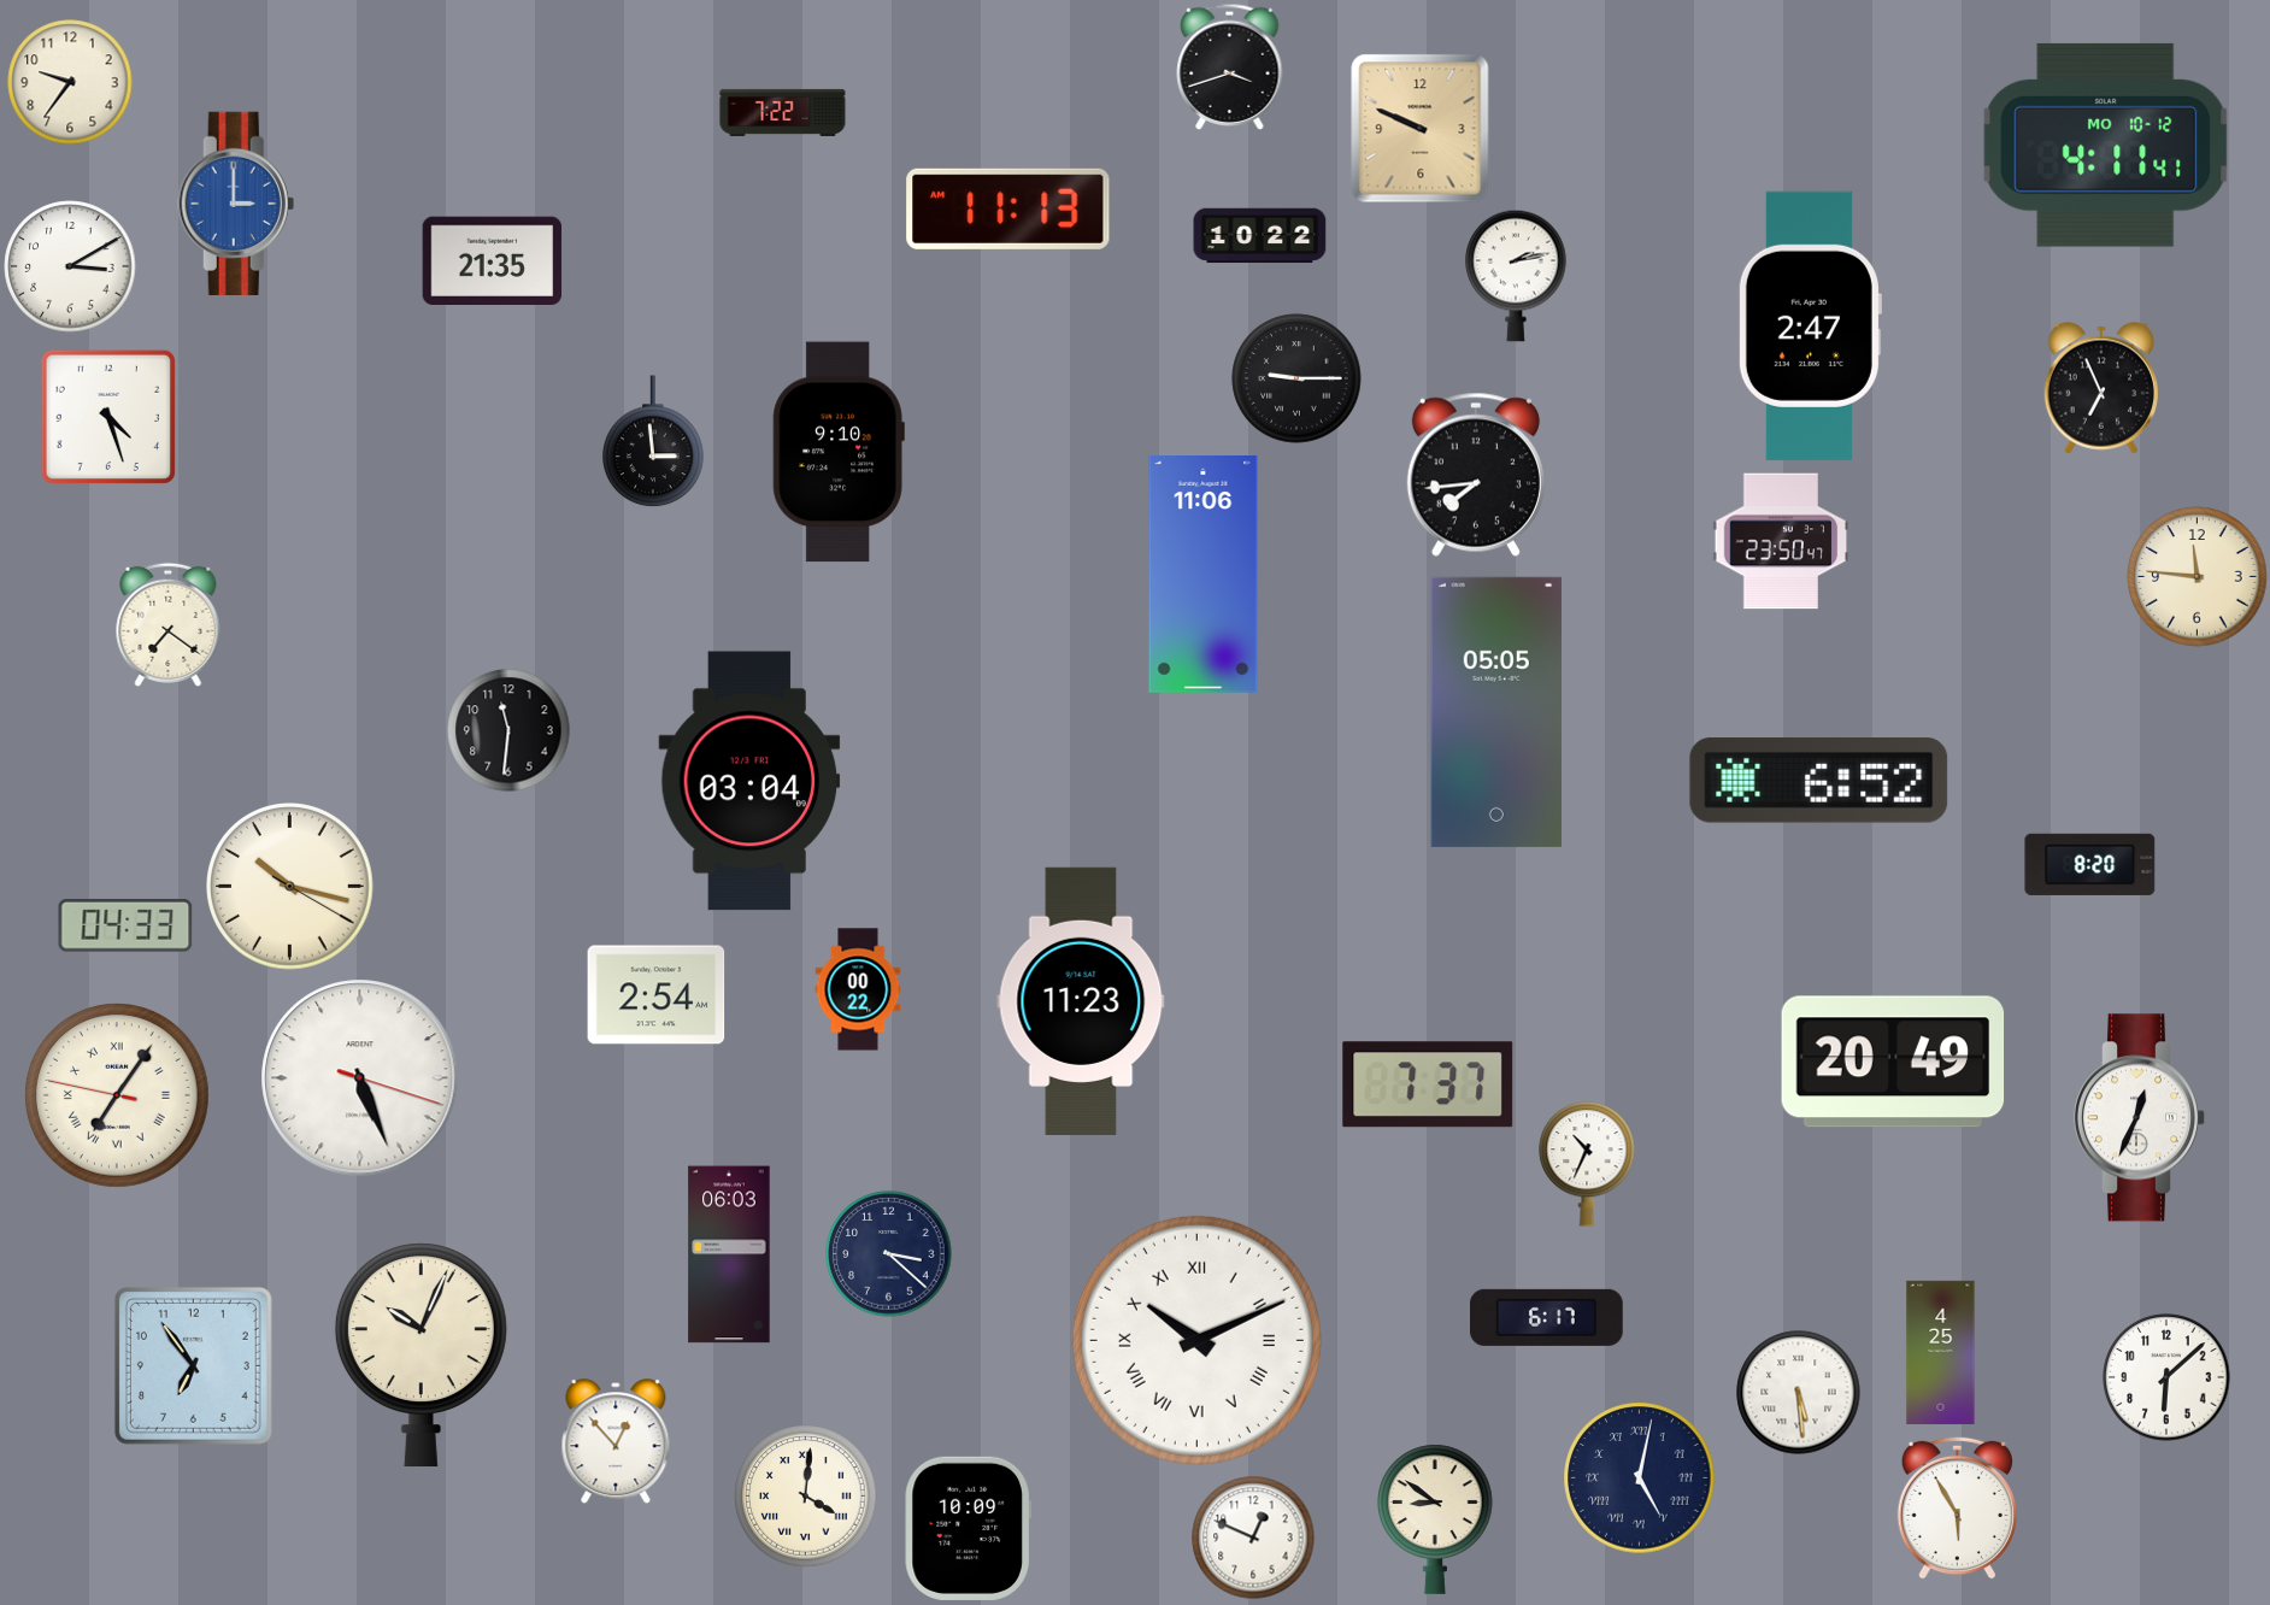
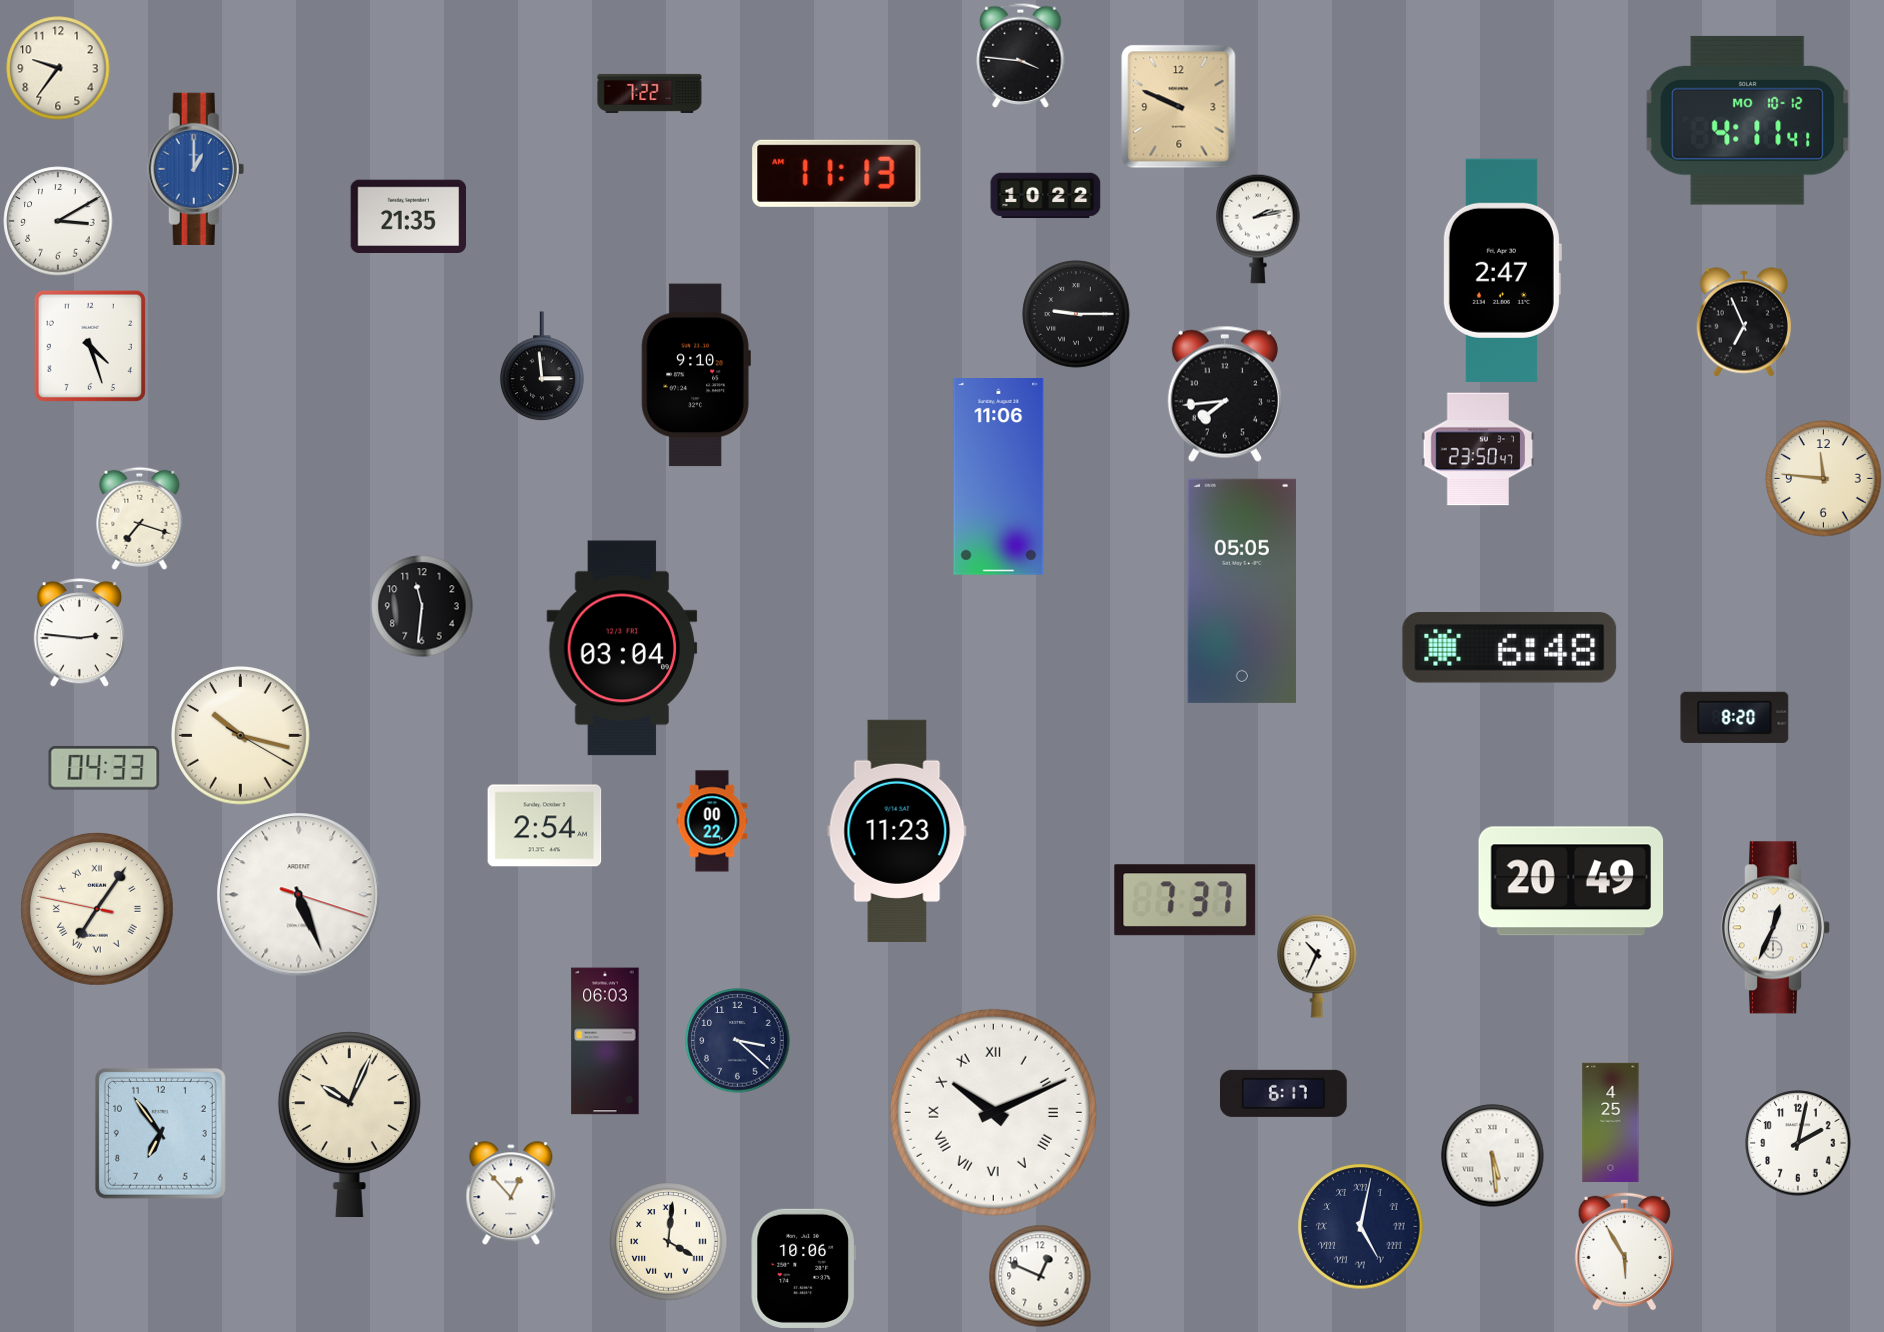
clock at (1230, 66): 3:42 -> 3:46
clock at (236, 204): 3:00 -> 1:00
clock at (169, 624): 7:21 -> 7:18
clock at (79, 633): none -> 2:46
clock at (1819, 781): 6:52 -> 6:48
clock at (2166, 1377): 6:08 -> 2:02
clock at (616, 1442) position: (616, 1442) -> (511, 1194)
clock at (1435, 1519): 8:51 -> none
clock at (968, 1528): 10:09 -> 10:06
